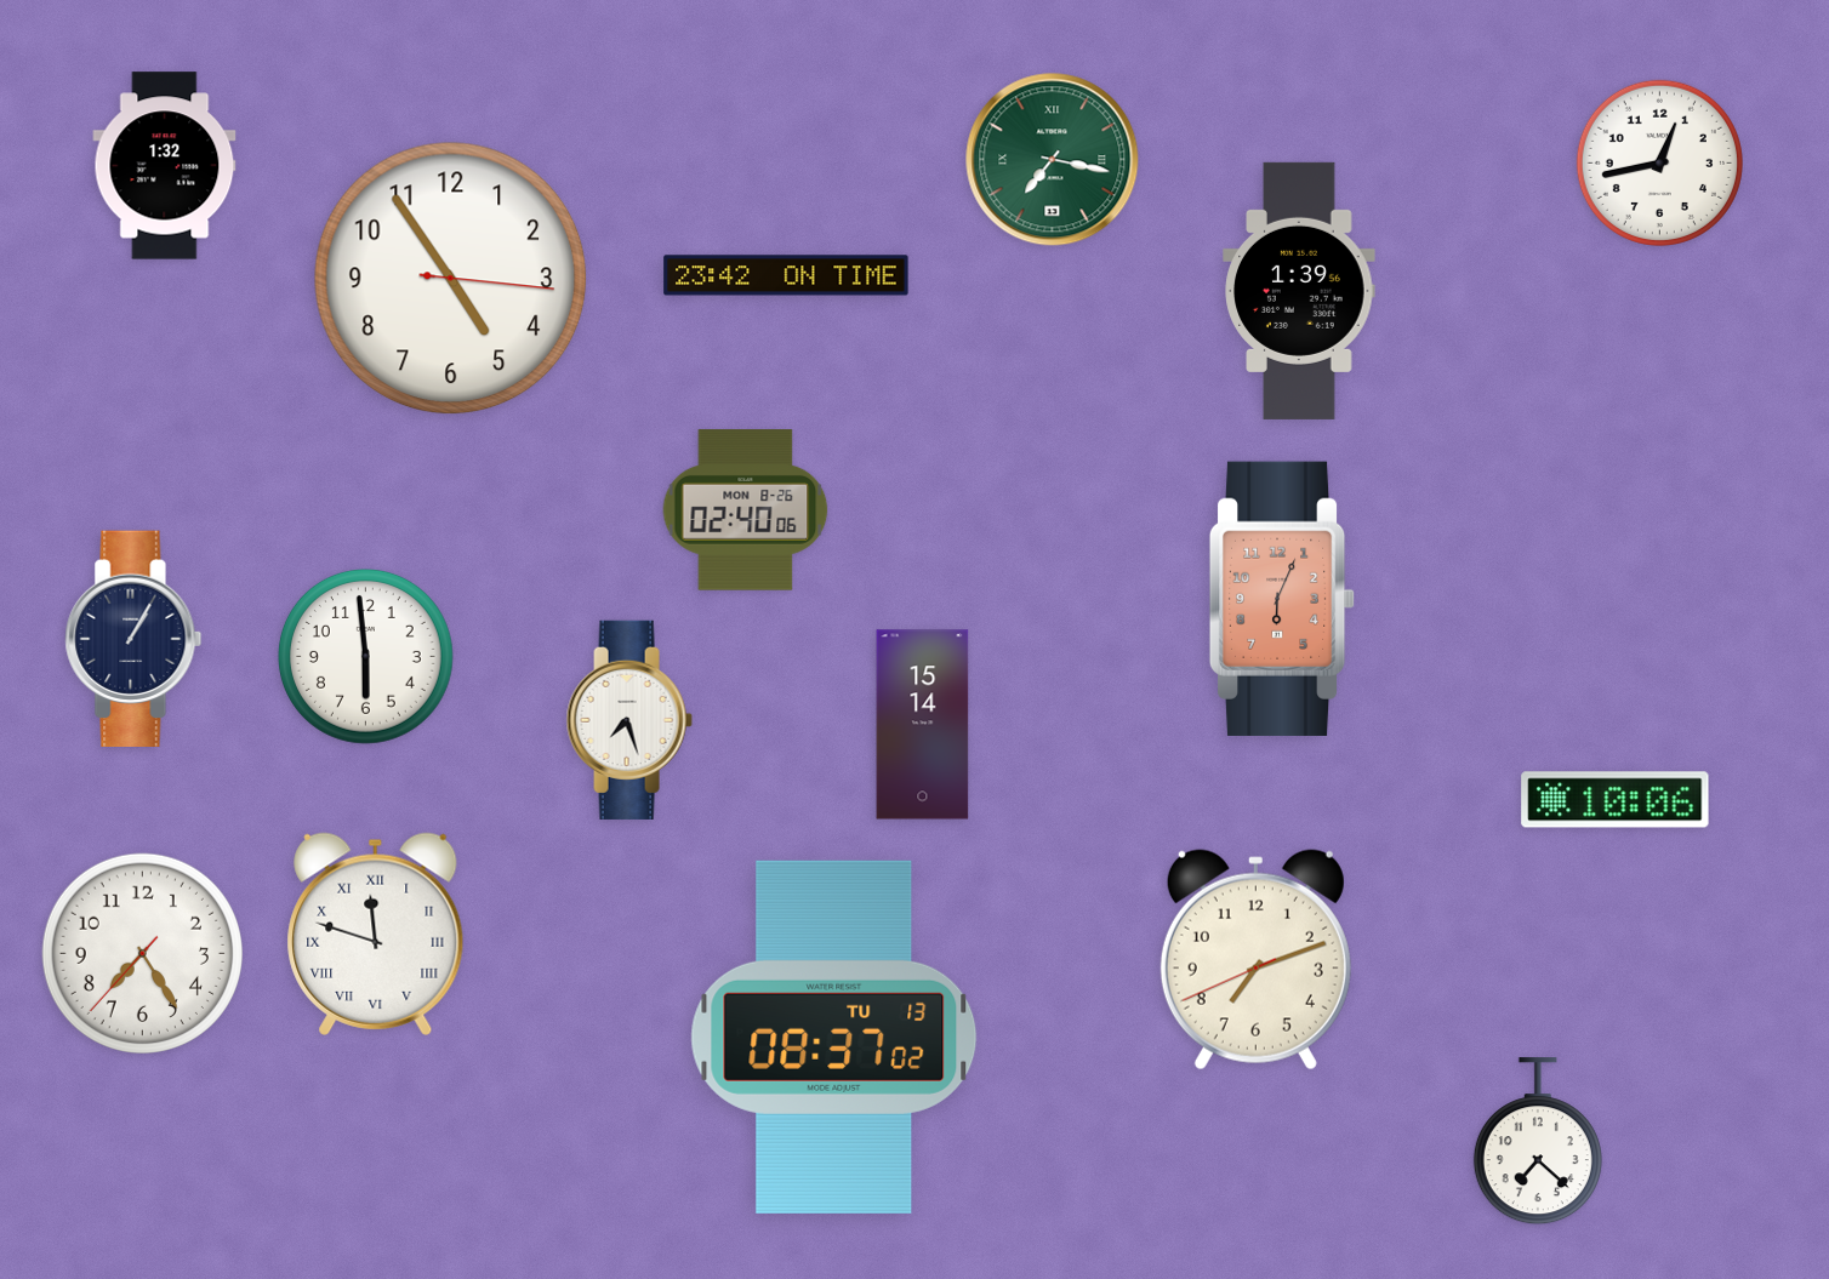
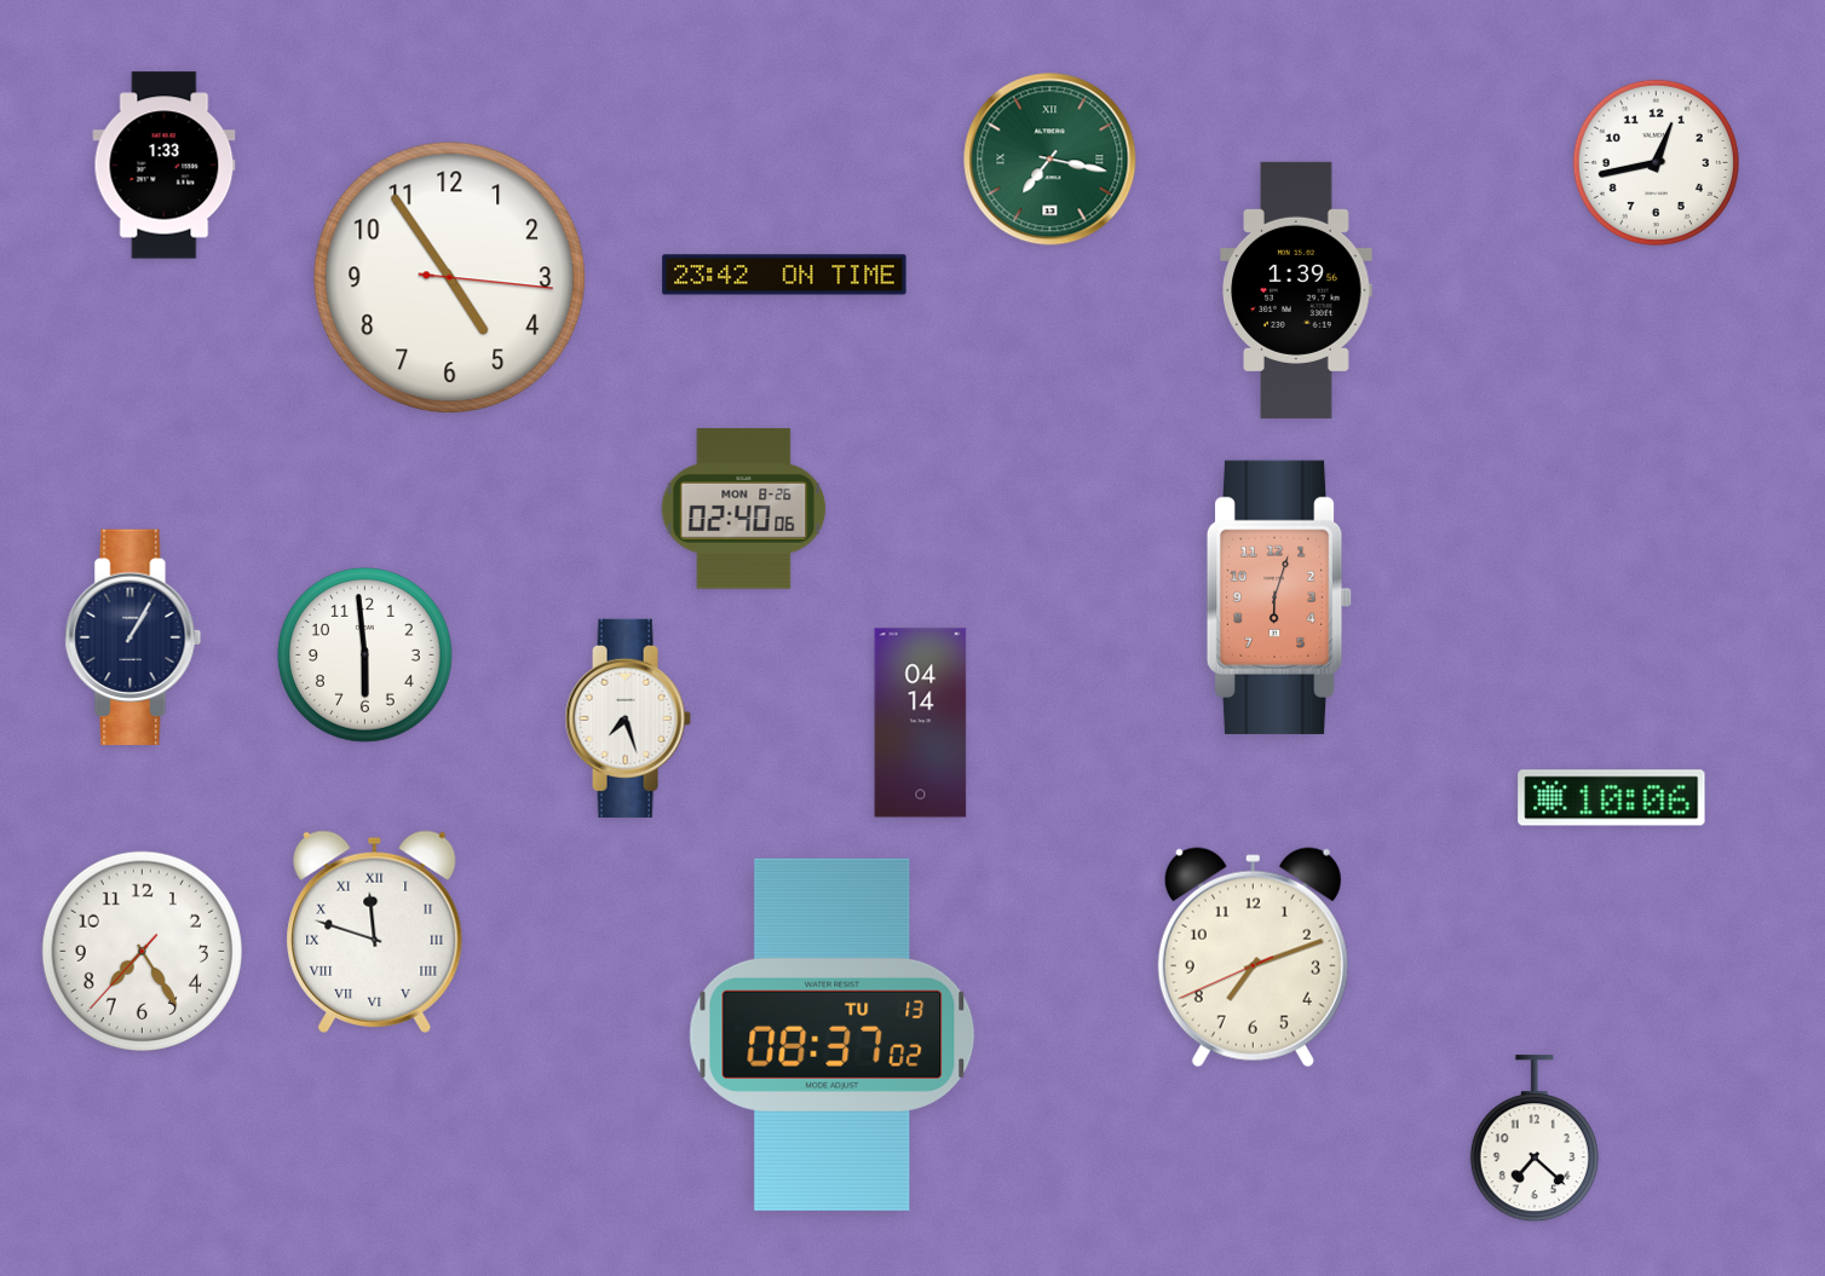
clock at (165, 166): 1:32 -> 1:33
clock at (1282, 599): 6:04 -> 6:03
clock at (923, 725): 15:14 -> 04:14
